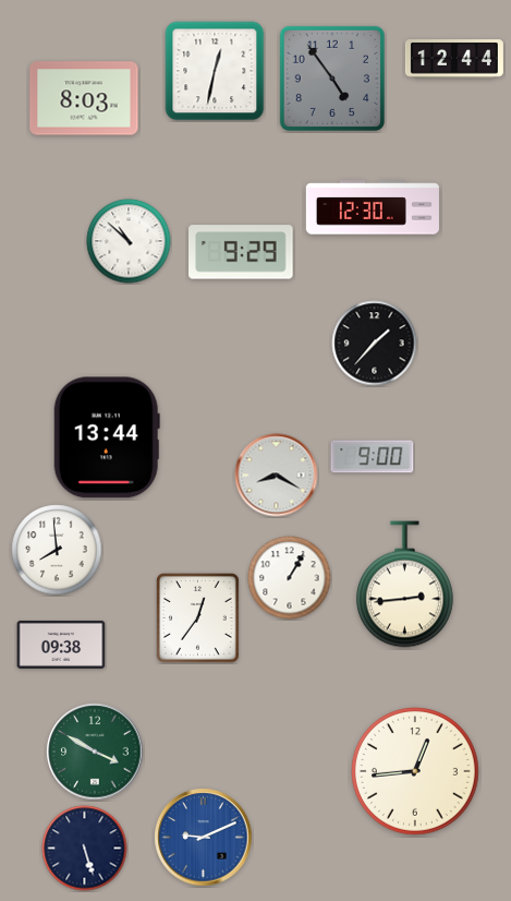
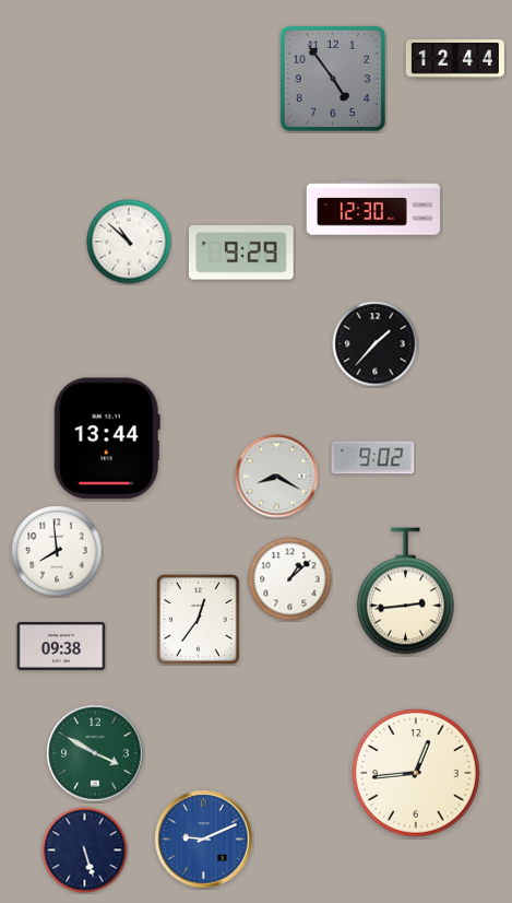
clock at (215, 71): 12:32 -> none
clock at (84, 98): 8:03 -> none
clock at (373, 457): 9:00 -> 9:02
clock at (290, 578): 1:05 -> 1:08
clock at (404, 585) position: (404, 585) -> (405, 591)
